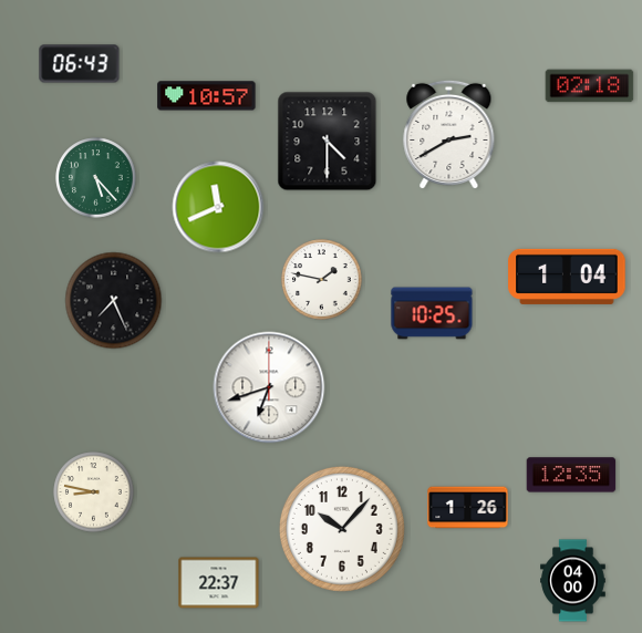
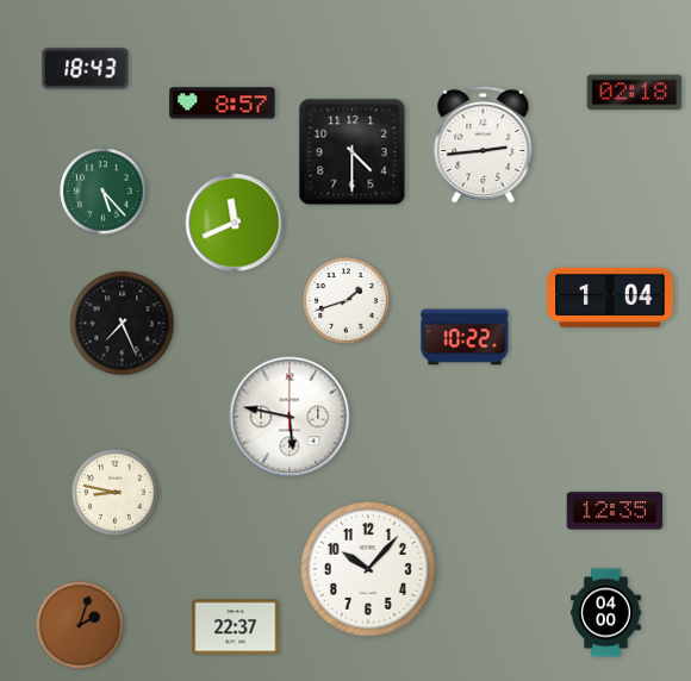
clock at (80, 64): 06:43 -> 18:43
clock at (207, 96): 10:57 -> 8:57
clock at (449, 135): 2:40 -> 2:44
clock at (322, 280): 1:47 -> 1:42
clock at (432, 313): 10:25 -> 10:22
clock at (269, 387): 6:42 -> 5:47
clock at (94, 492) position: (94, 492) -> (116, 493)
clock at (468, 508): 1:26 -> none
clock at (80, 625): none -> 2:03
clock at (573, 581) position: (573, 581) -> (606, 613)
